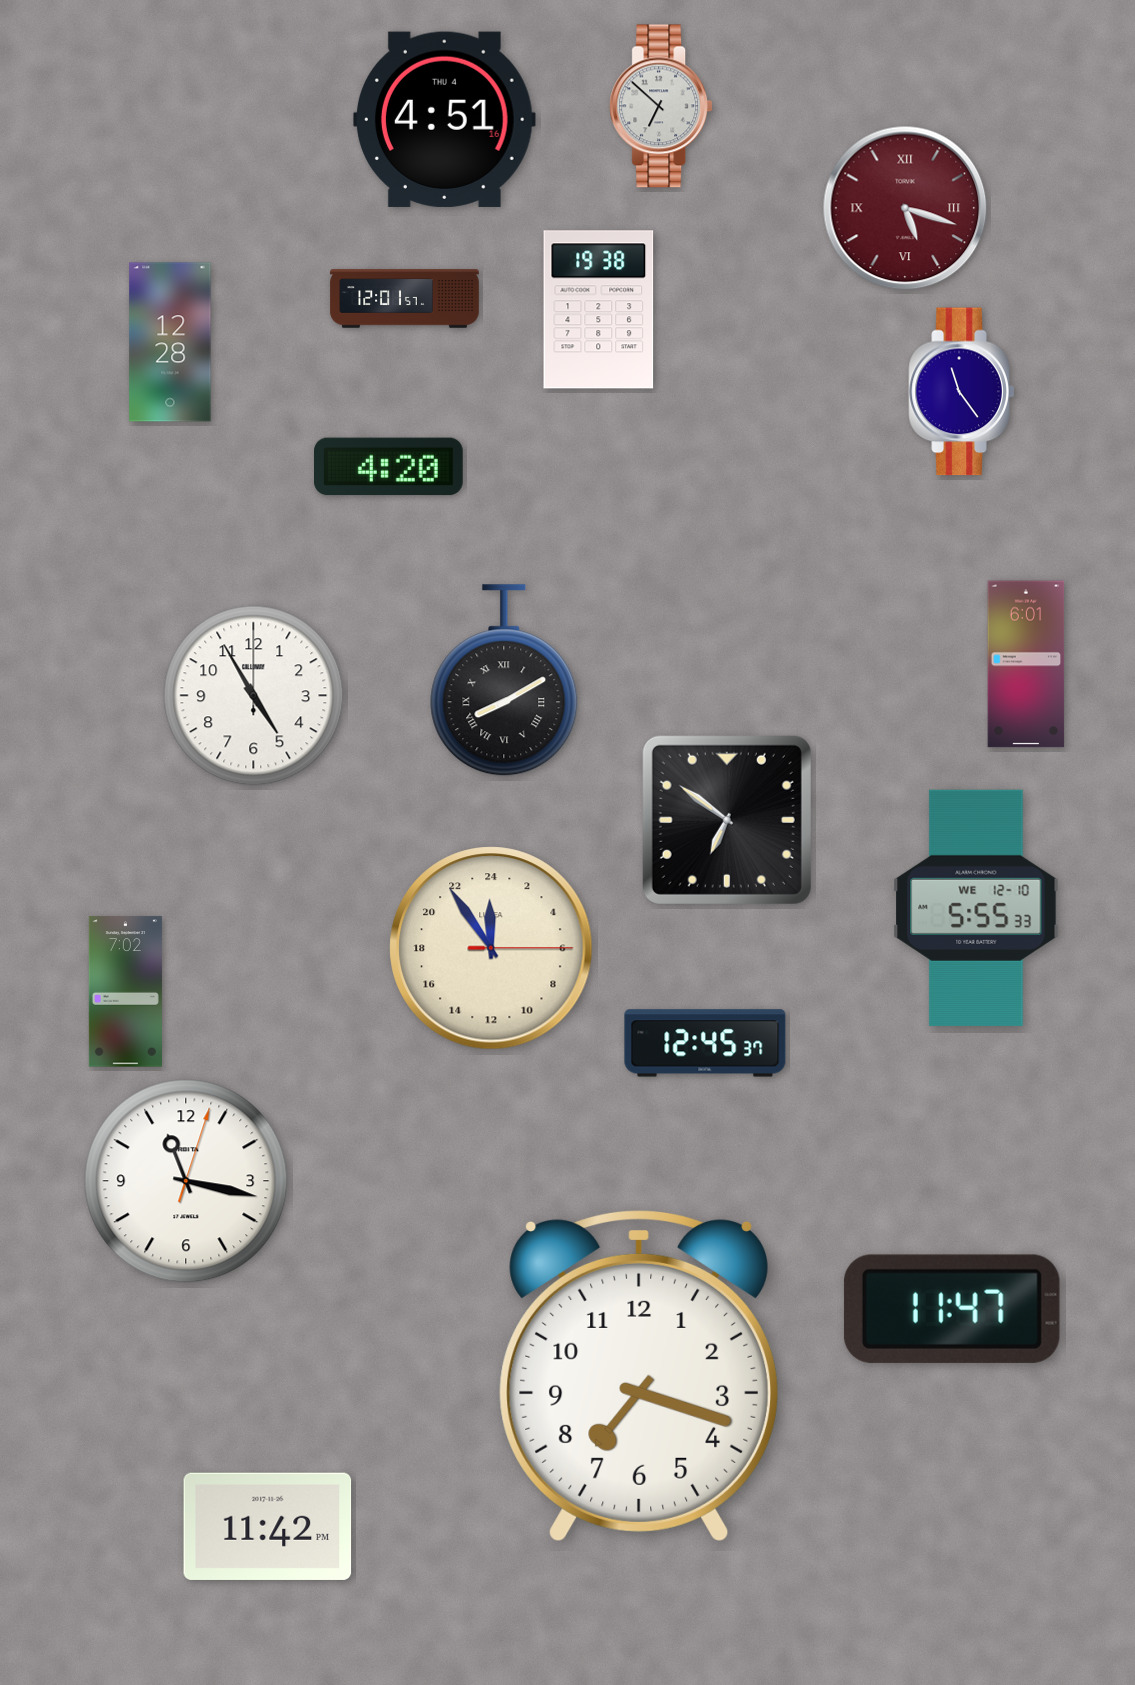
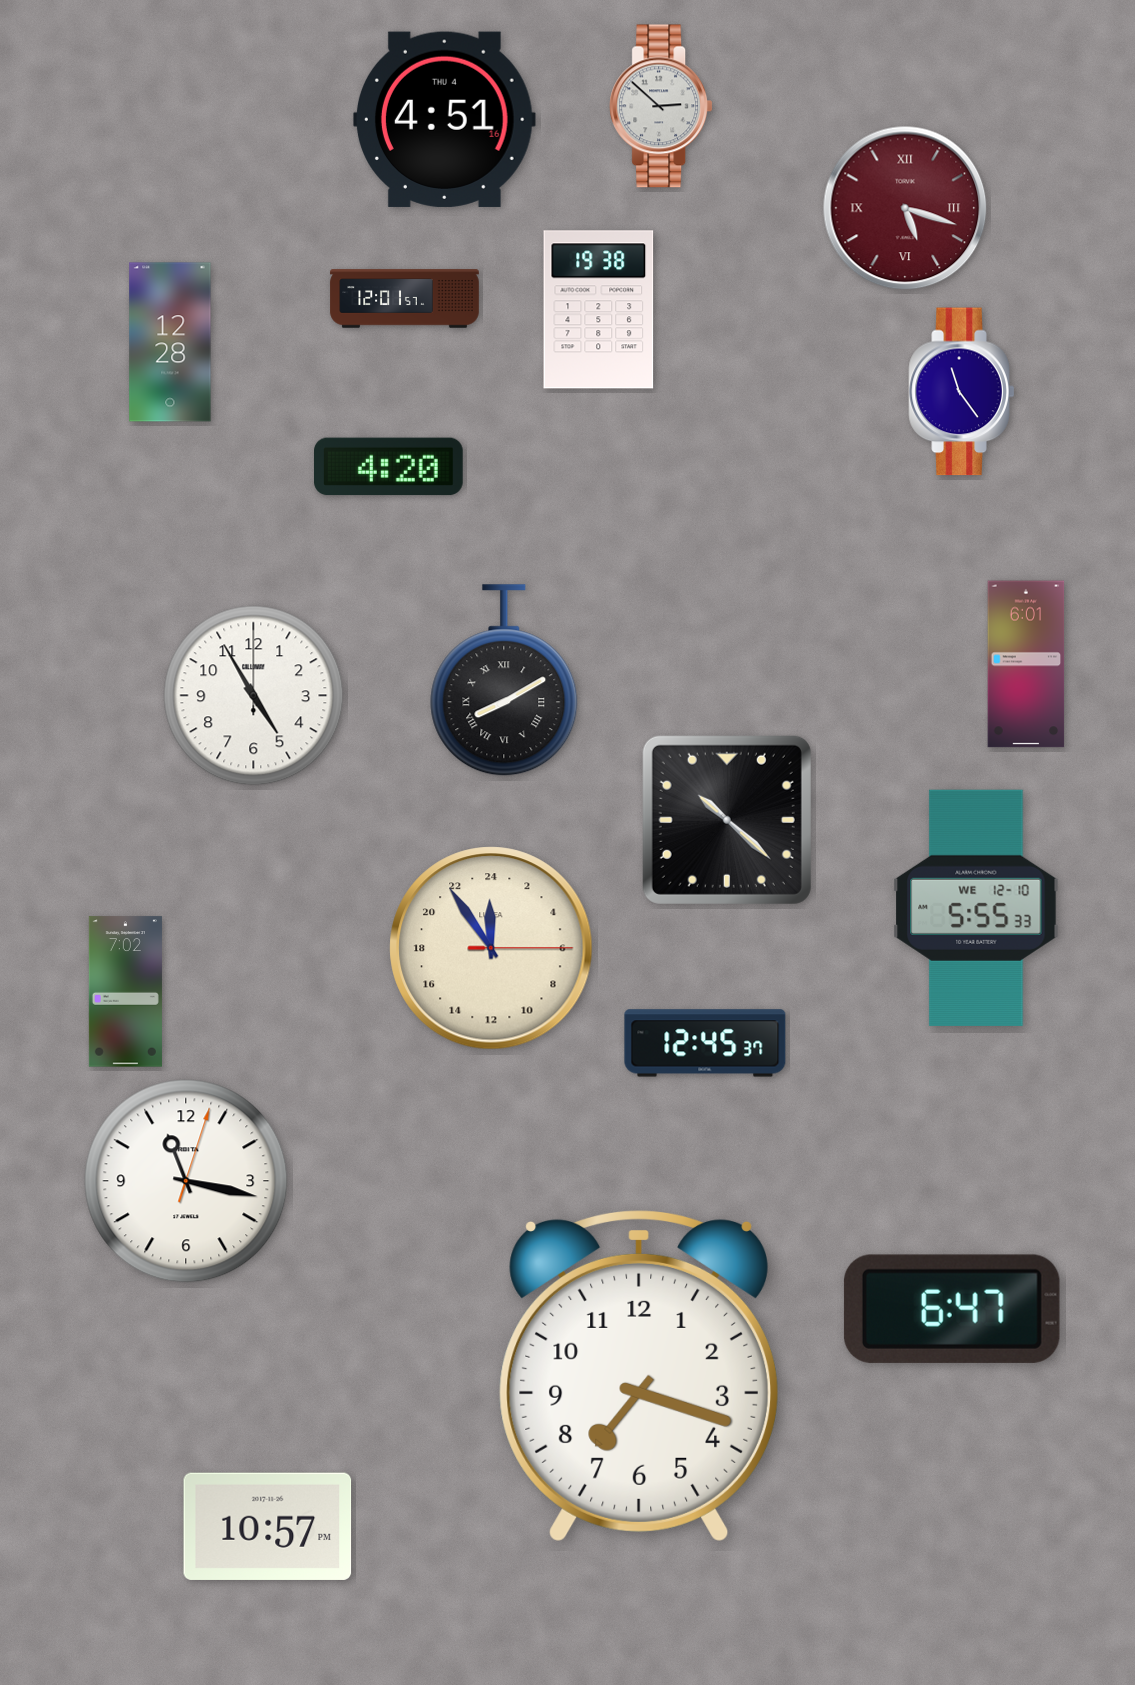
clock at (661, 106): 6:52 -> 2:52
clock at (727, 820): 6:51 -> 10:22
clock at (952, 1309): 11:47 -> 6:47
clock at (268, 1526): 11:42 -> 10:57
